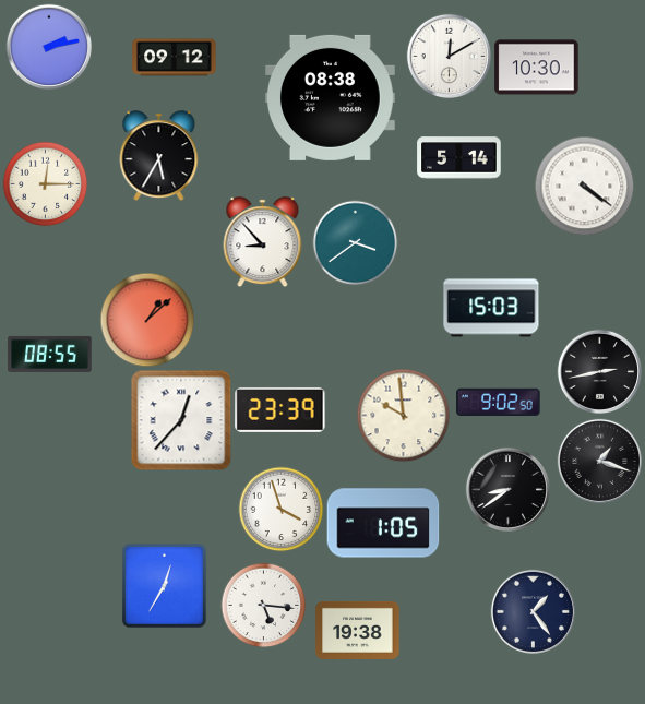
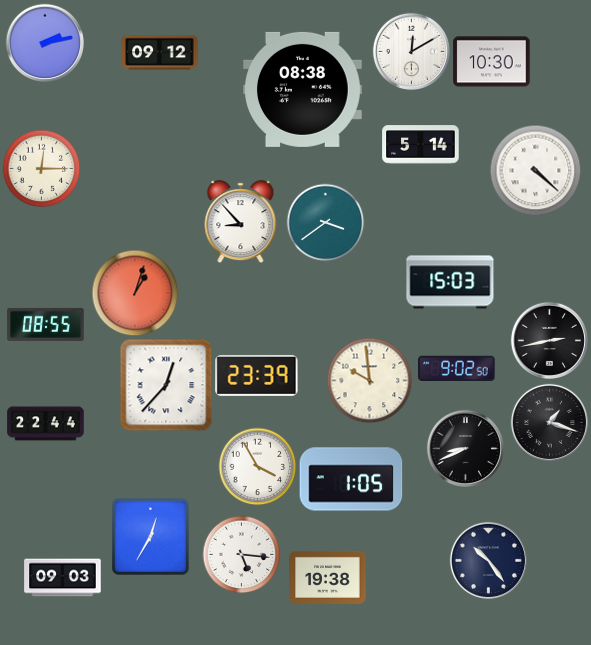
clock at (159, 156): 5:35 -> none
clock at (584, 186): 4:21 -> 4:22
clock at (147, 320): 1:08 -> 1:03
clock at (46, 424): none -> 22:44
clock at (507, 489): 8:39 -> 8:41
clock at (280, 509): 3:57 -> 3:55
clock at (533, 611): 1:24 -> 10:24
clock at (63, 578): none -> 09:03
